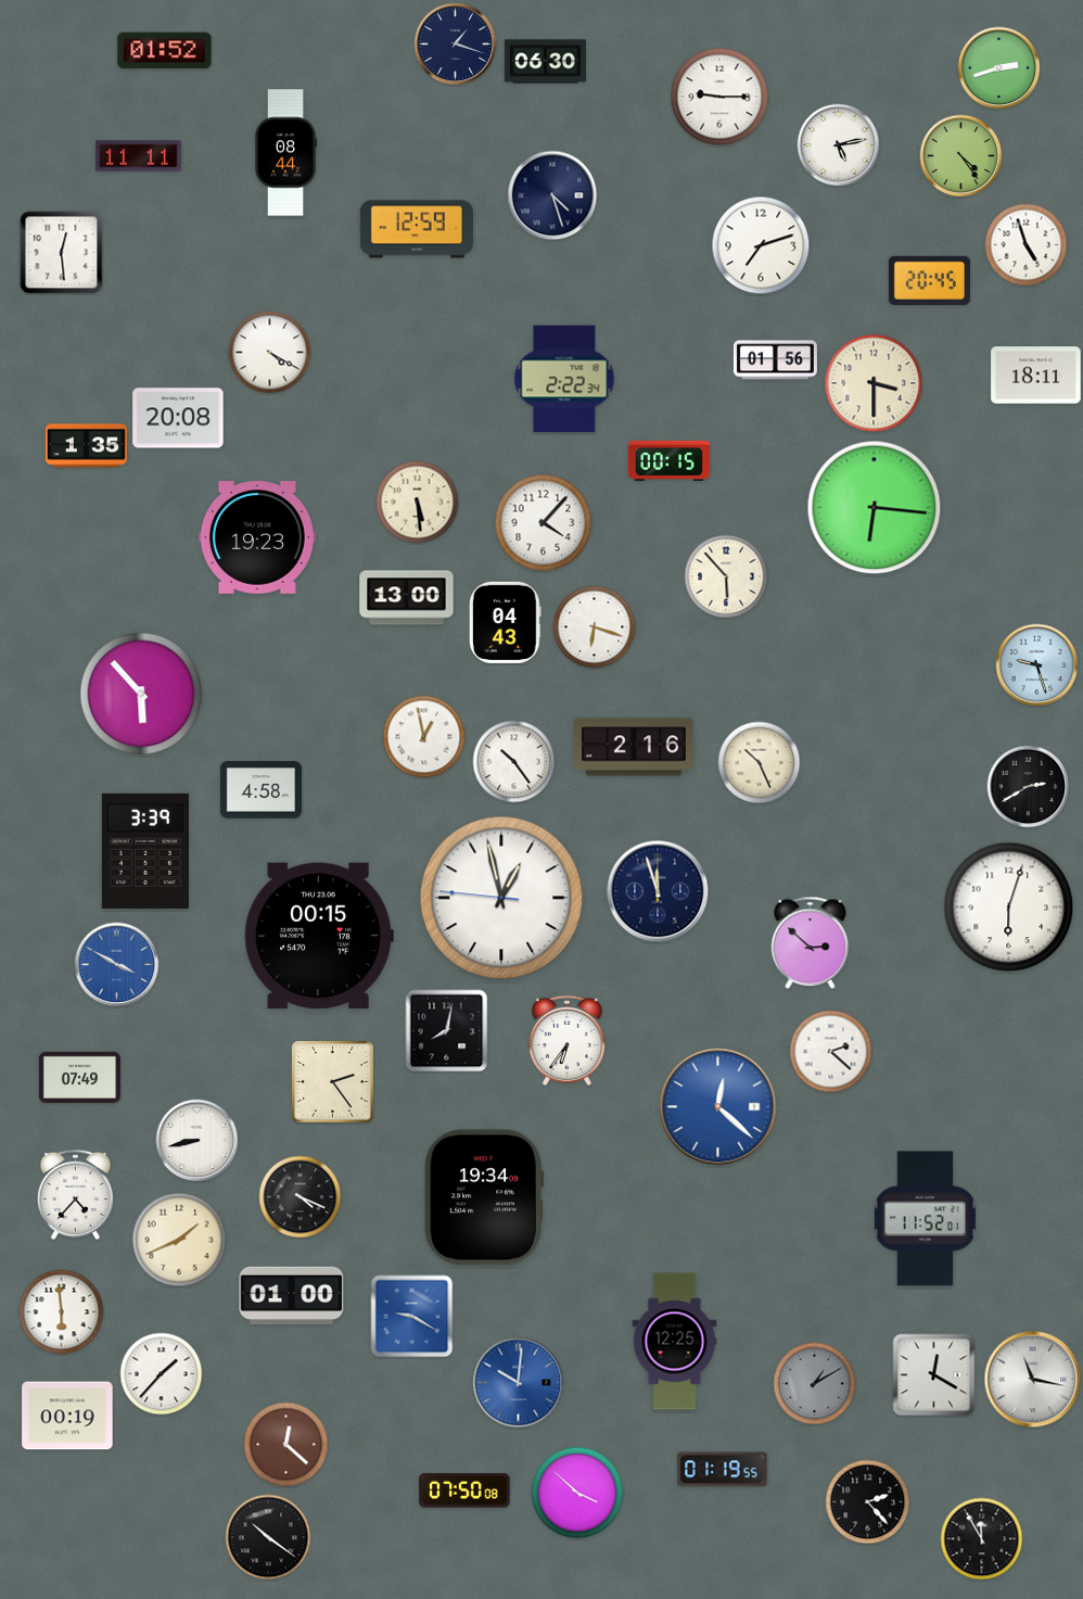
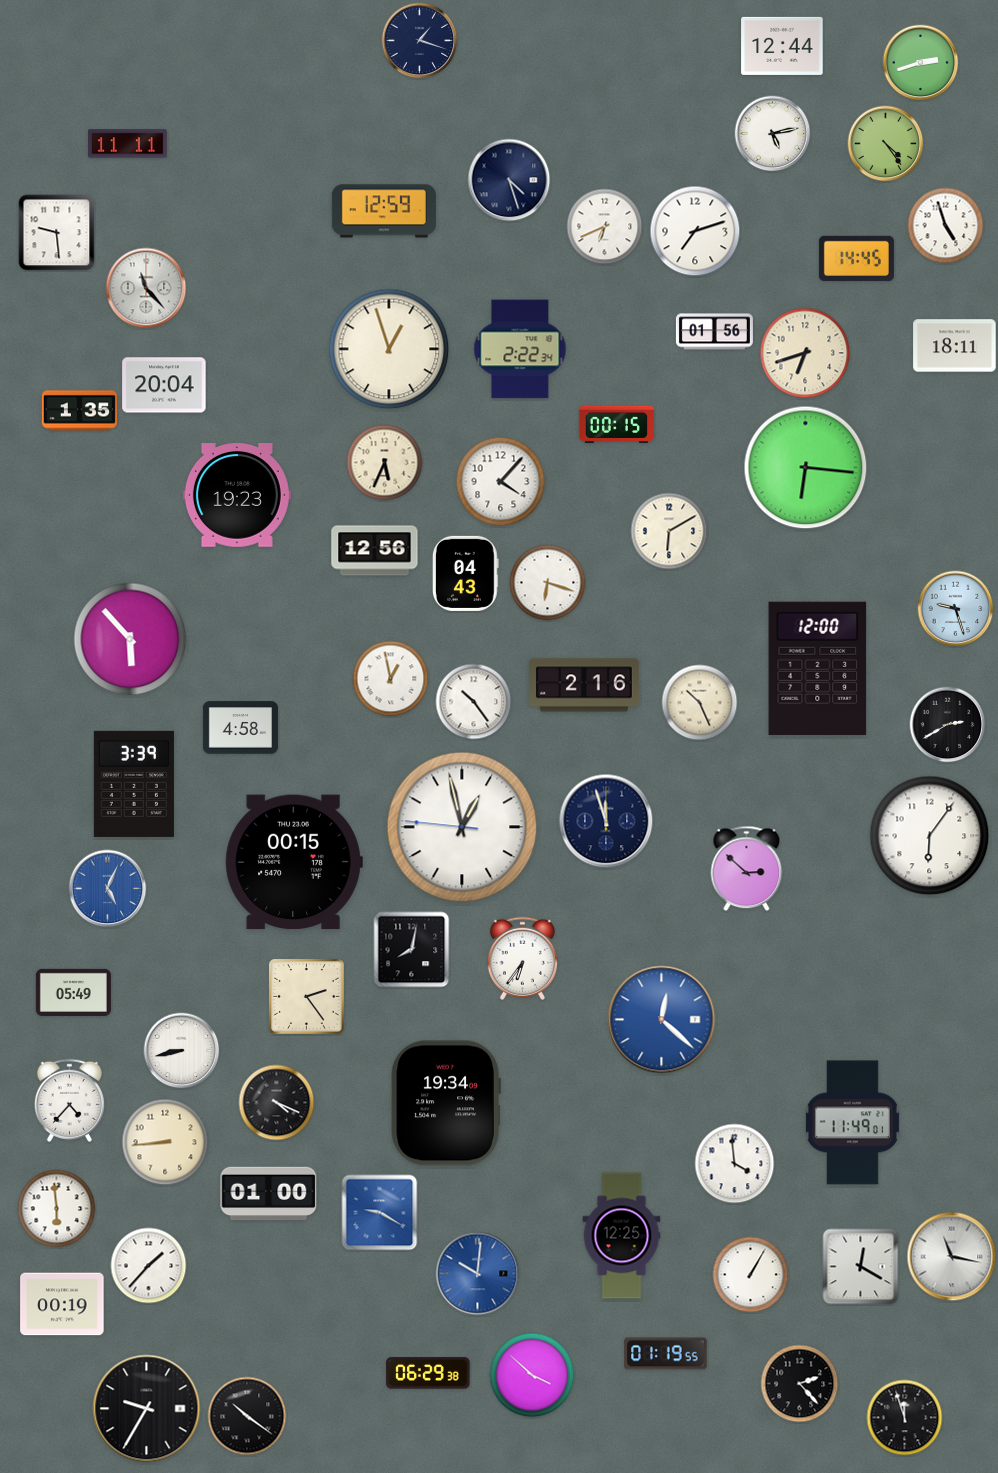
clock at (782, 46): none -> 12:44
clock at (165, 51): 01:52 -> none
clock at (545, 62): 06:30 -> none
clock at (719, 97): 9:15 -> none
clock at (285, 153): 08:44 -> none
clock at (761, 245) position: (761, 245) -> (695, 231)
clock at (605, 227): none -> 6:41
clock at (62, 253): 12:29 -> 9:29
clock at (929, 280): 20:45 -> 14:45
clock at (146, 288): none -> 11:23
clock at (270, 353): 4:20 -> none
clock at (389, 349): none -> 12:57
clock at (874, 383): 3:30 -> 6:42
clock at (178, 418): 20:08 -> 20:04
clock at (418, 503): 5:29 -> 5:34
clock at (726, 576): 5:53 -> 6:10
clock at (407, 598): 13:00 -> 12:56
clock at (595, 627) position: (595, 627) -> (548, 583)
clock at (1037, 665) position: (1037, 665) -> (956, 609)
clock at (818, 668): none -> 12:00
clock at (635, 747) position: (635, 747) -> (585, 685)
clock at (1009, 908): 6:03 -> 6:06
clock at (117, 965): 3:50 -> 5:04
clock at (831, 1052): 2:22 -> none
clock at (79, 1077): 07:49 -> 05:49
clock at (925, 1219): 11:52 -> 11:49
clock at (179, 1240): 1:41 -> 8:44
clock at (735, 1164): none -> 3:59
clock at (1033, 1380) position: (1033, 1380) -> (952, 1257)
clock at (815, 1384): 1:10 -> 1:05
clock at (815, 1384) dial: grey -> white
clock at (286, 1445): 12:22 -> none
clock at (464, 1490): 07:50 -> 06:29
clock at (147, 1409): none -> 9:35
clock at (982, 1539): 11:55 -> 11:57
